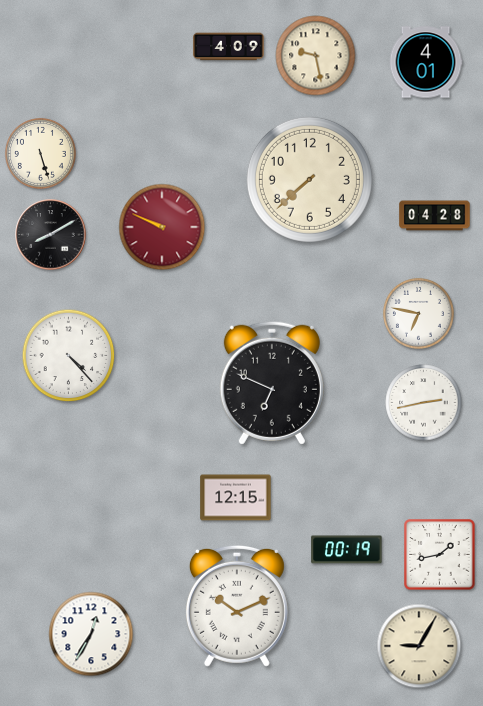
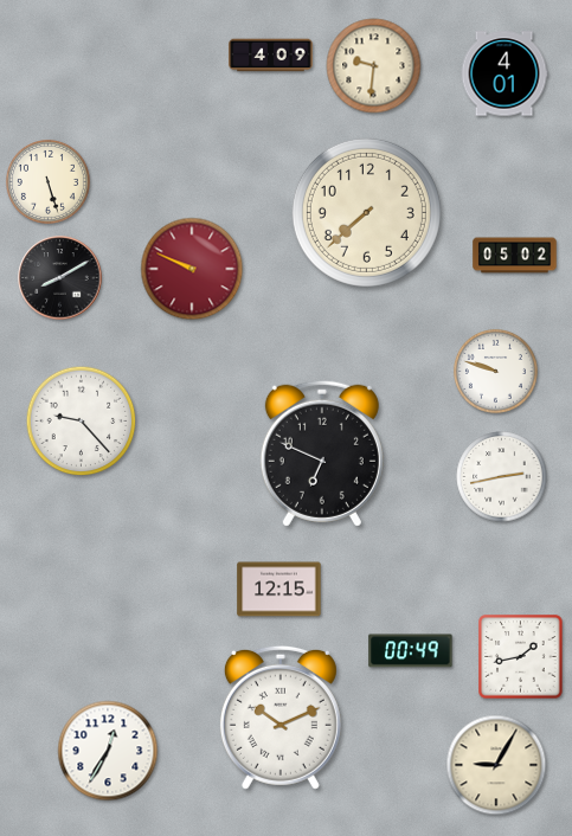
clock at (316, 56): 9:28 -> 9:31
clock at (435, 216): 04:28 -> 05:02
clock at (418, 313): 6:47 -> 9:48
clock at (69, 356): 4:23 -> 9:23
clock at (347, 550): 00:19 -> 00:49
